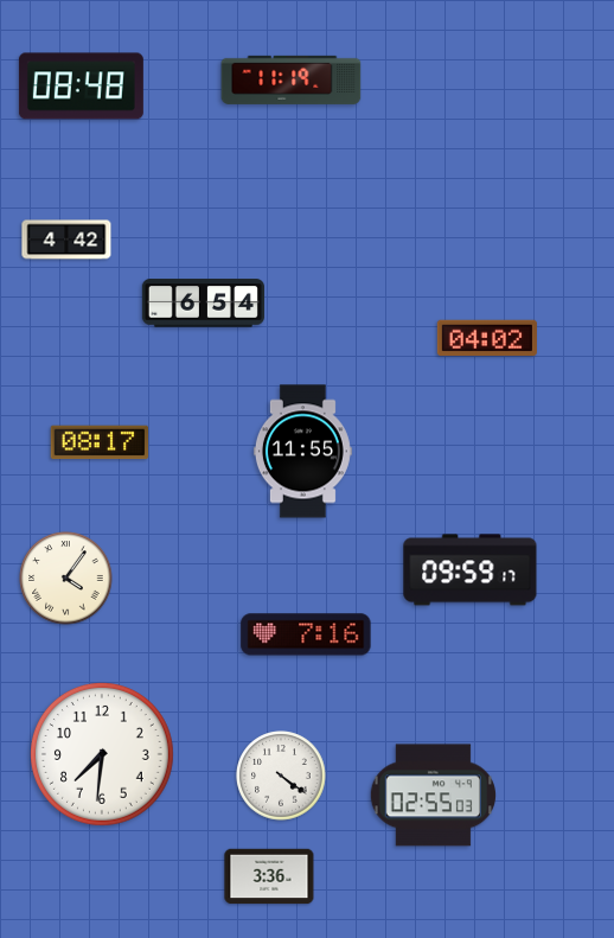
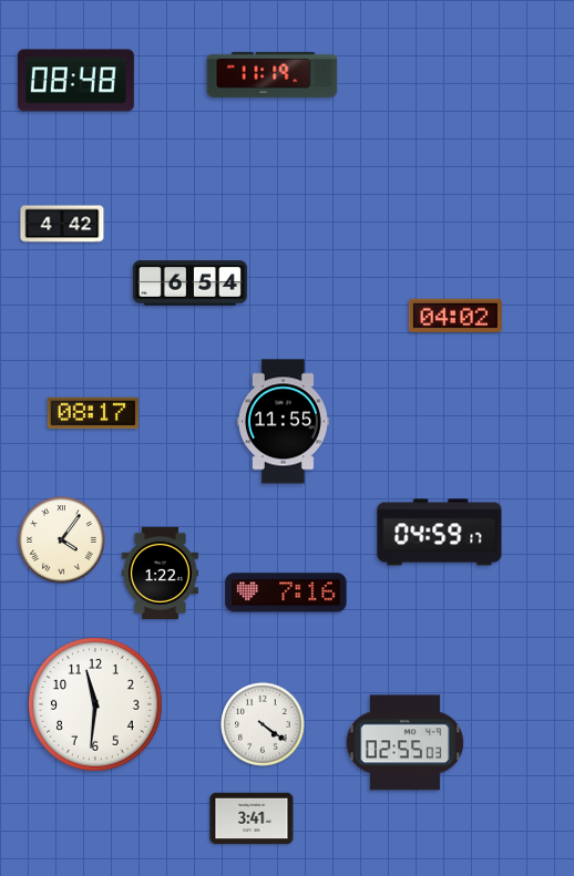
clock at (471, 570): 09:59 -> 04:59
clock at (160, 574): none -> 1:22
clock at (103, 755): 7:31 -> 11:31
clock at (269, 876): 3:36 -> 3:41
